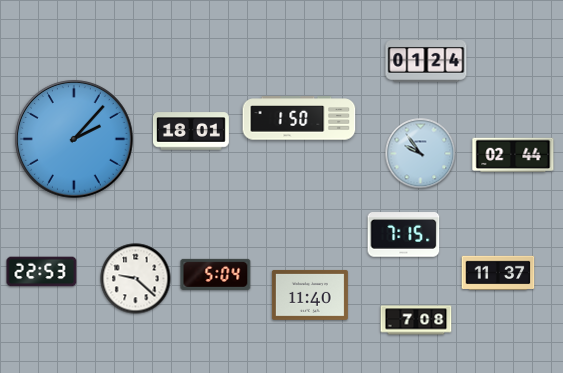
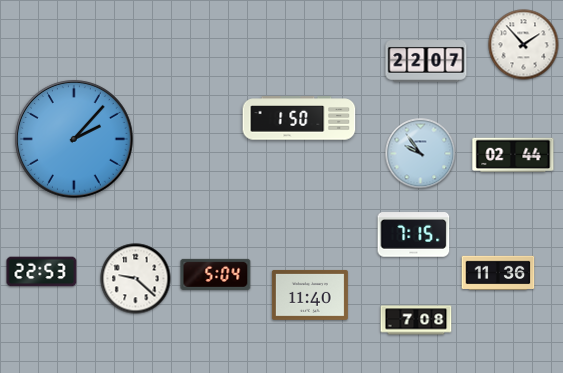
clock at (524, 45): none -> 1:53
clock at (426, 62): 01:24 -> 22:07
clock at (191, 131): 18:01 -> none
clock at (404, 235) position: (404, 235) -> (414, 235)
clock at (498, 273): 11:37 -> 11:36
